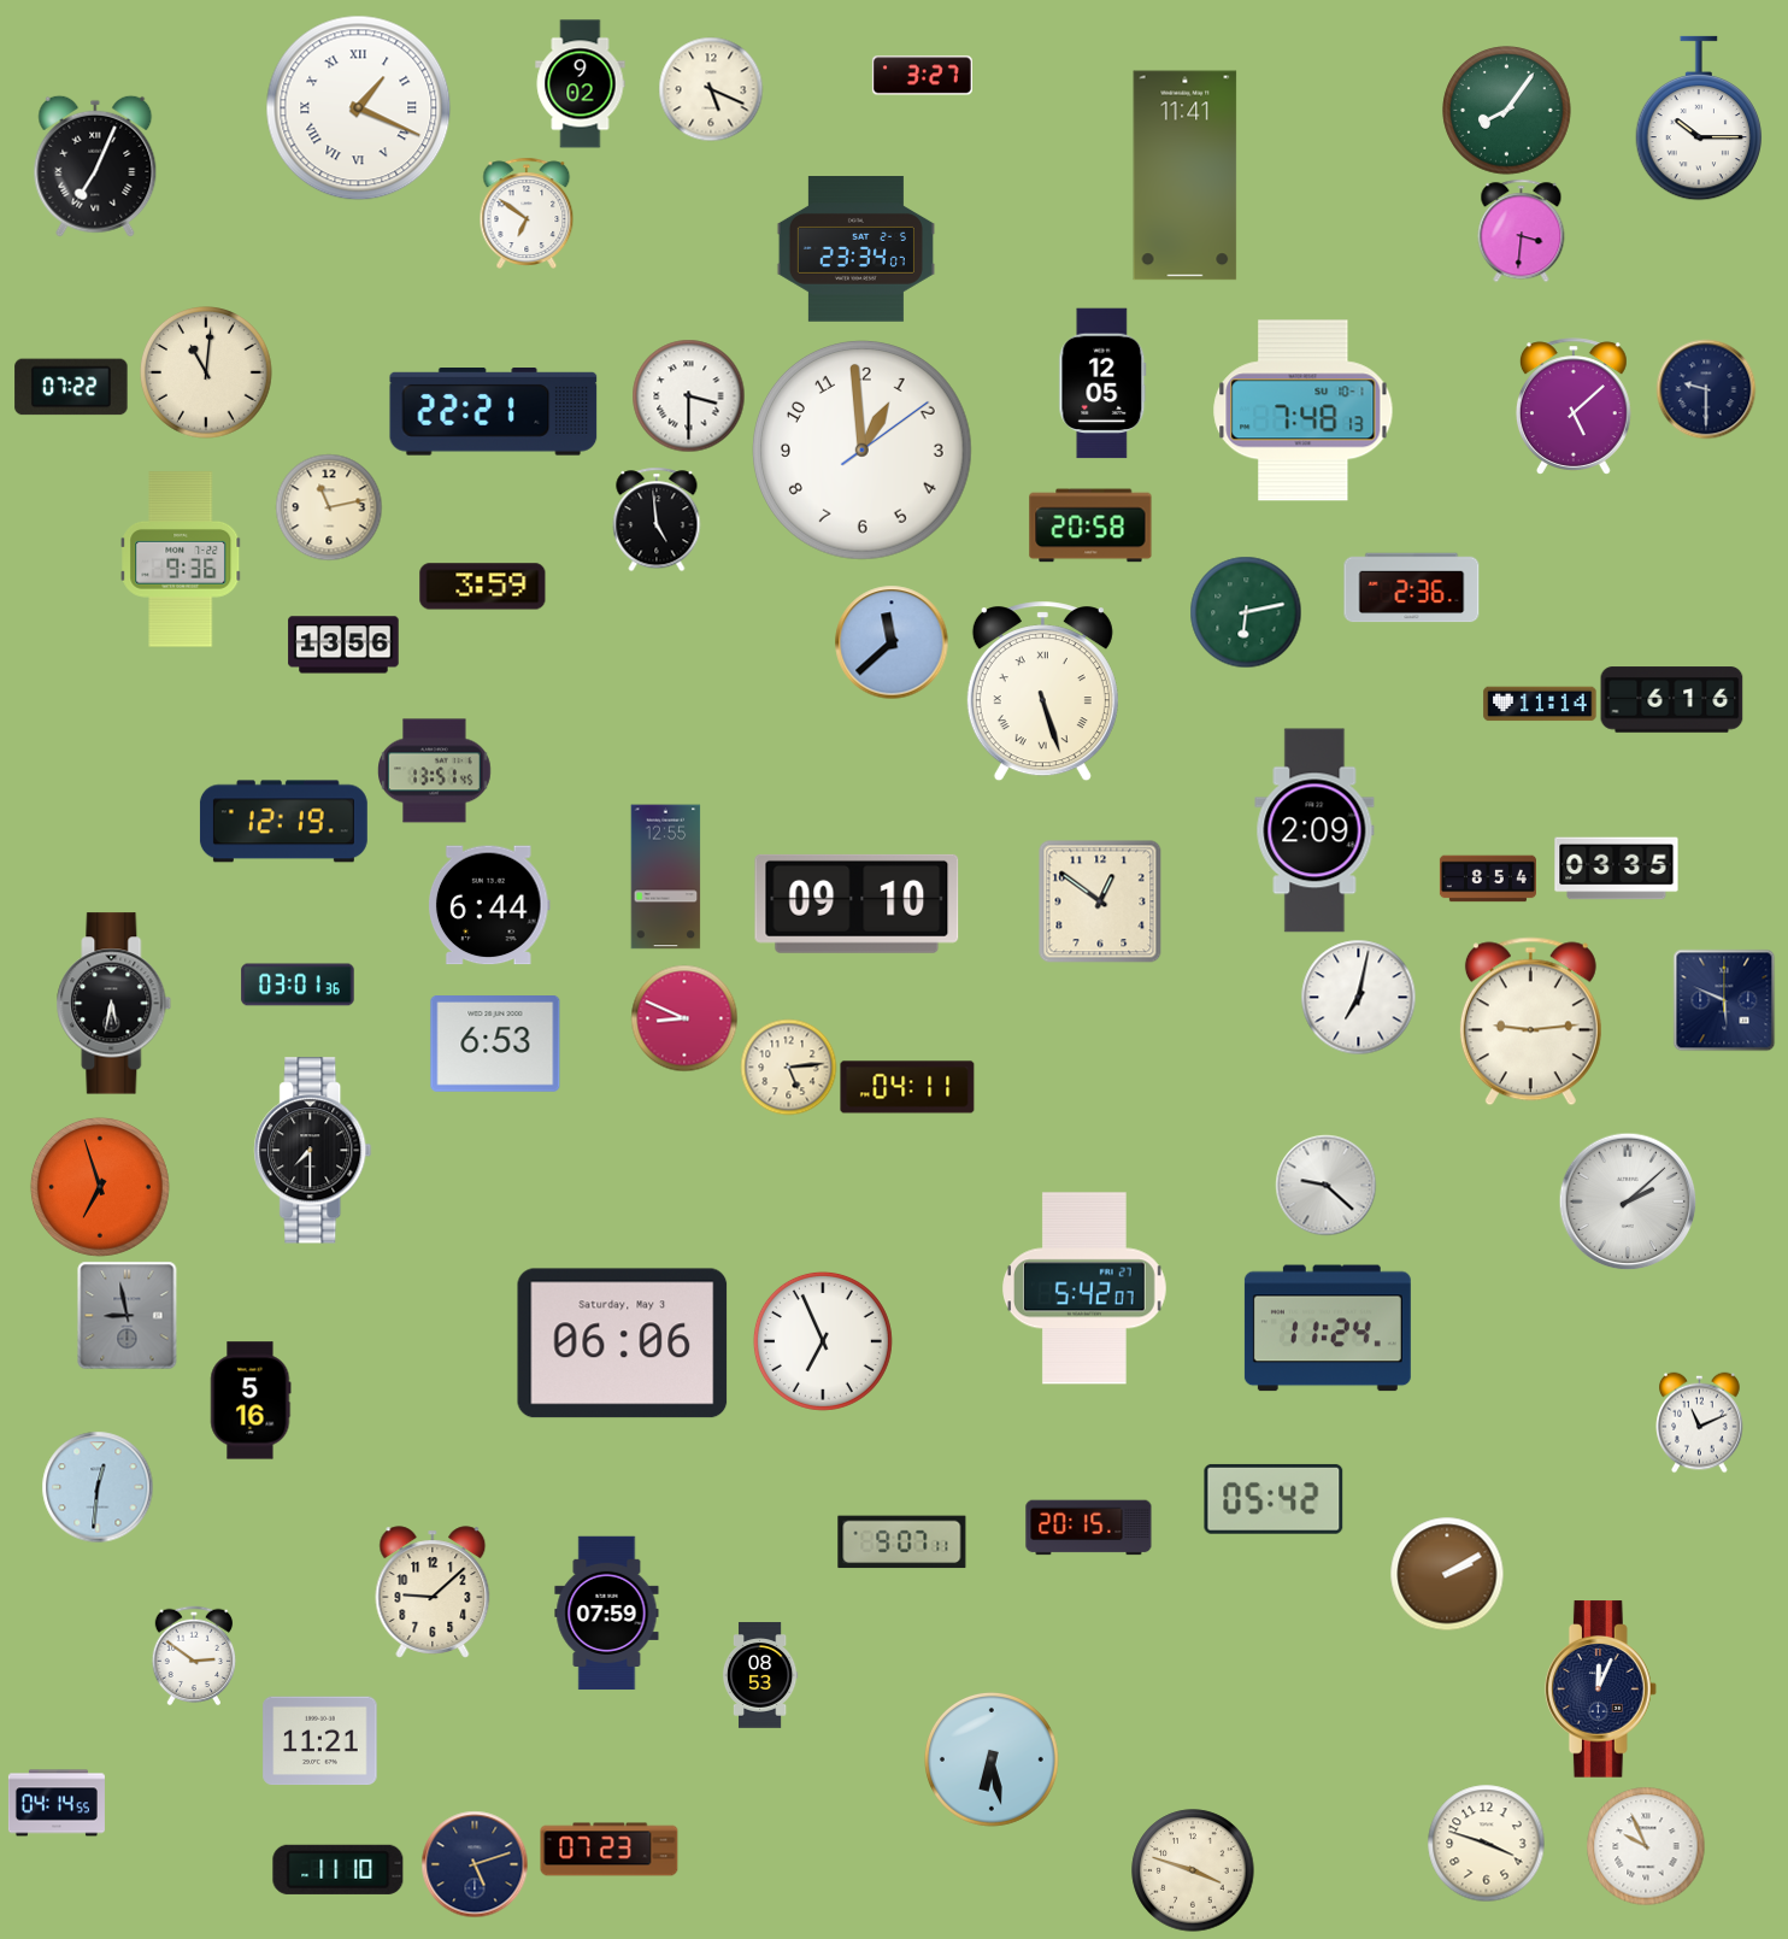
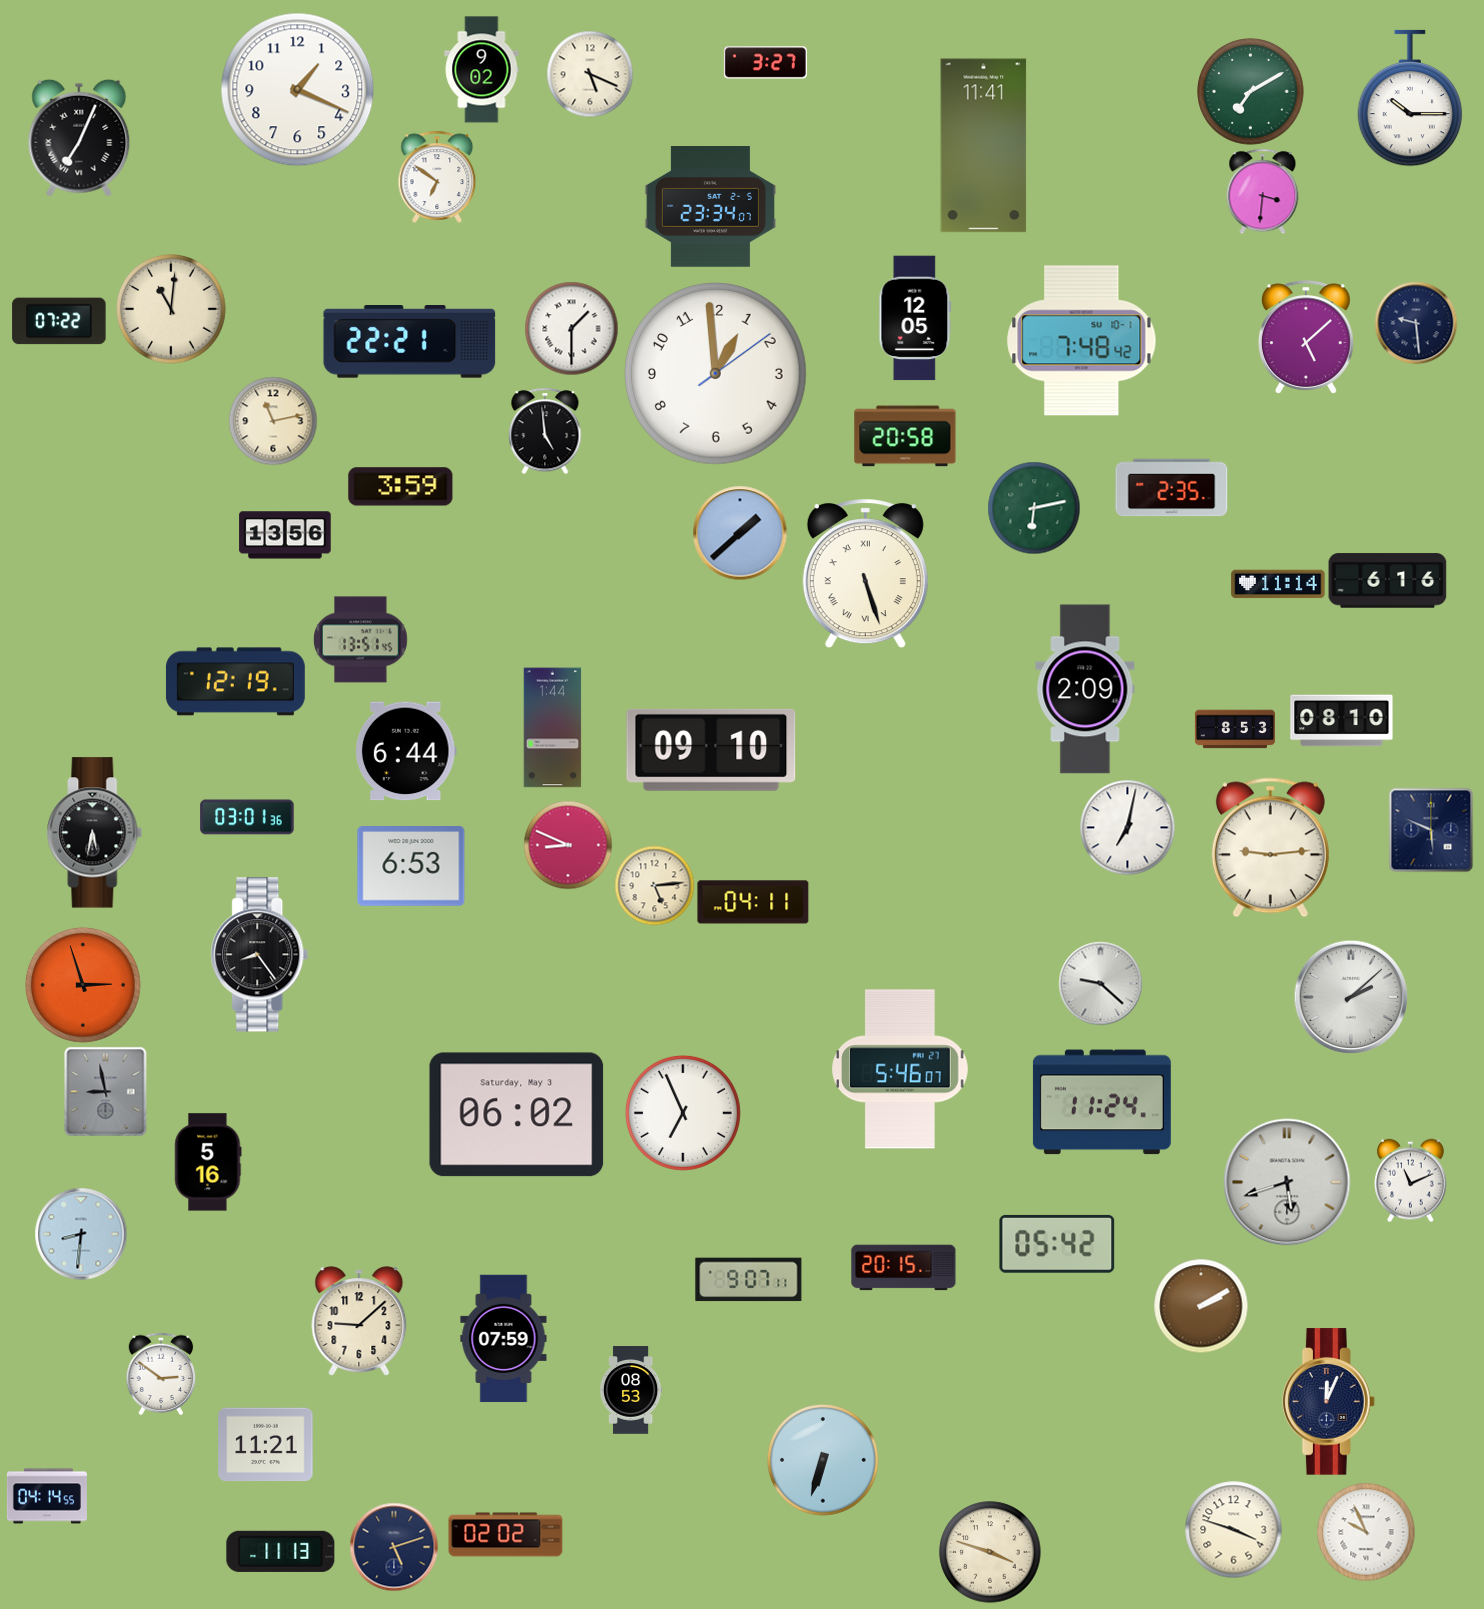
clock at (359, 108) numerals: Roman -> Arabic
clock at (1507, 111): 8:06 -> 7:10
clock at (1706, 389): 9:30 -> 9:29
clock at (688, 395): 3:30 -> 1:30
clock at (1304, 411): 7:48:13 -> 7:48:42
clock at (181, 559): 9:36 -> none
clock at (1412, 588): 2:36 -> 2:35
clock at (892, 642): 11:38 -> 1:38
clock at (1314, 830) position: (1314, 830) -> (1085, 689)
clock at (1617, 869): 03:35 -> 08:10
clock at (666, 877): 12:55 -> 1:44
clock at (1488, 879): 8:54 -> 8:53
clock at (1100, 901): 12:51 -> none
clock at (313, 1151): 7:30 -> 8:24
clock at (100, 1187): 6:57 -> 2:57
clock at (1086, 1288): 5:42 -> 5:46
clock at (623, 1344): 06:06 -> 06:02
clock at (1287, 1182): none -> 5:42
clock at (98, 1487): 12:31 -> 8:31
clock at (992, 1759): 6:28 -> 6:33
clock at (610, 1850): 07:23 -> 02:02
clock at (339, 1869): 11:10 -> 11:13
